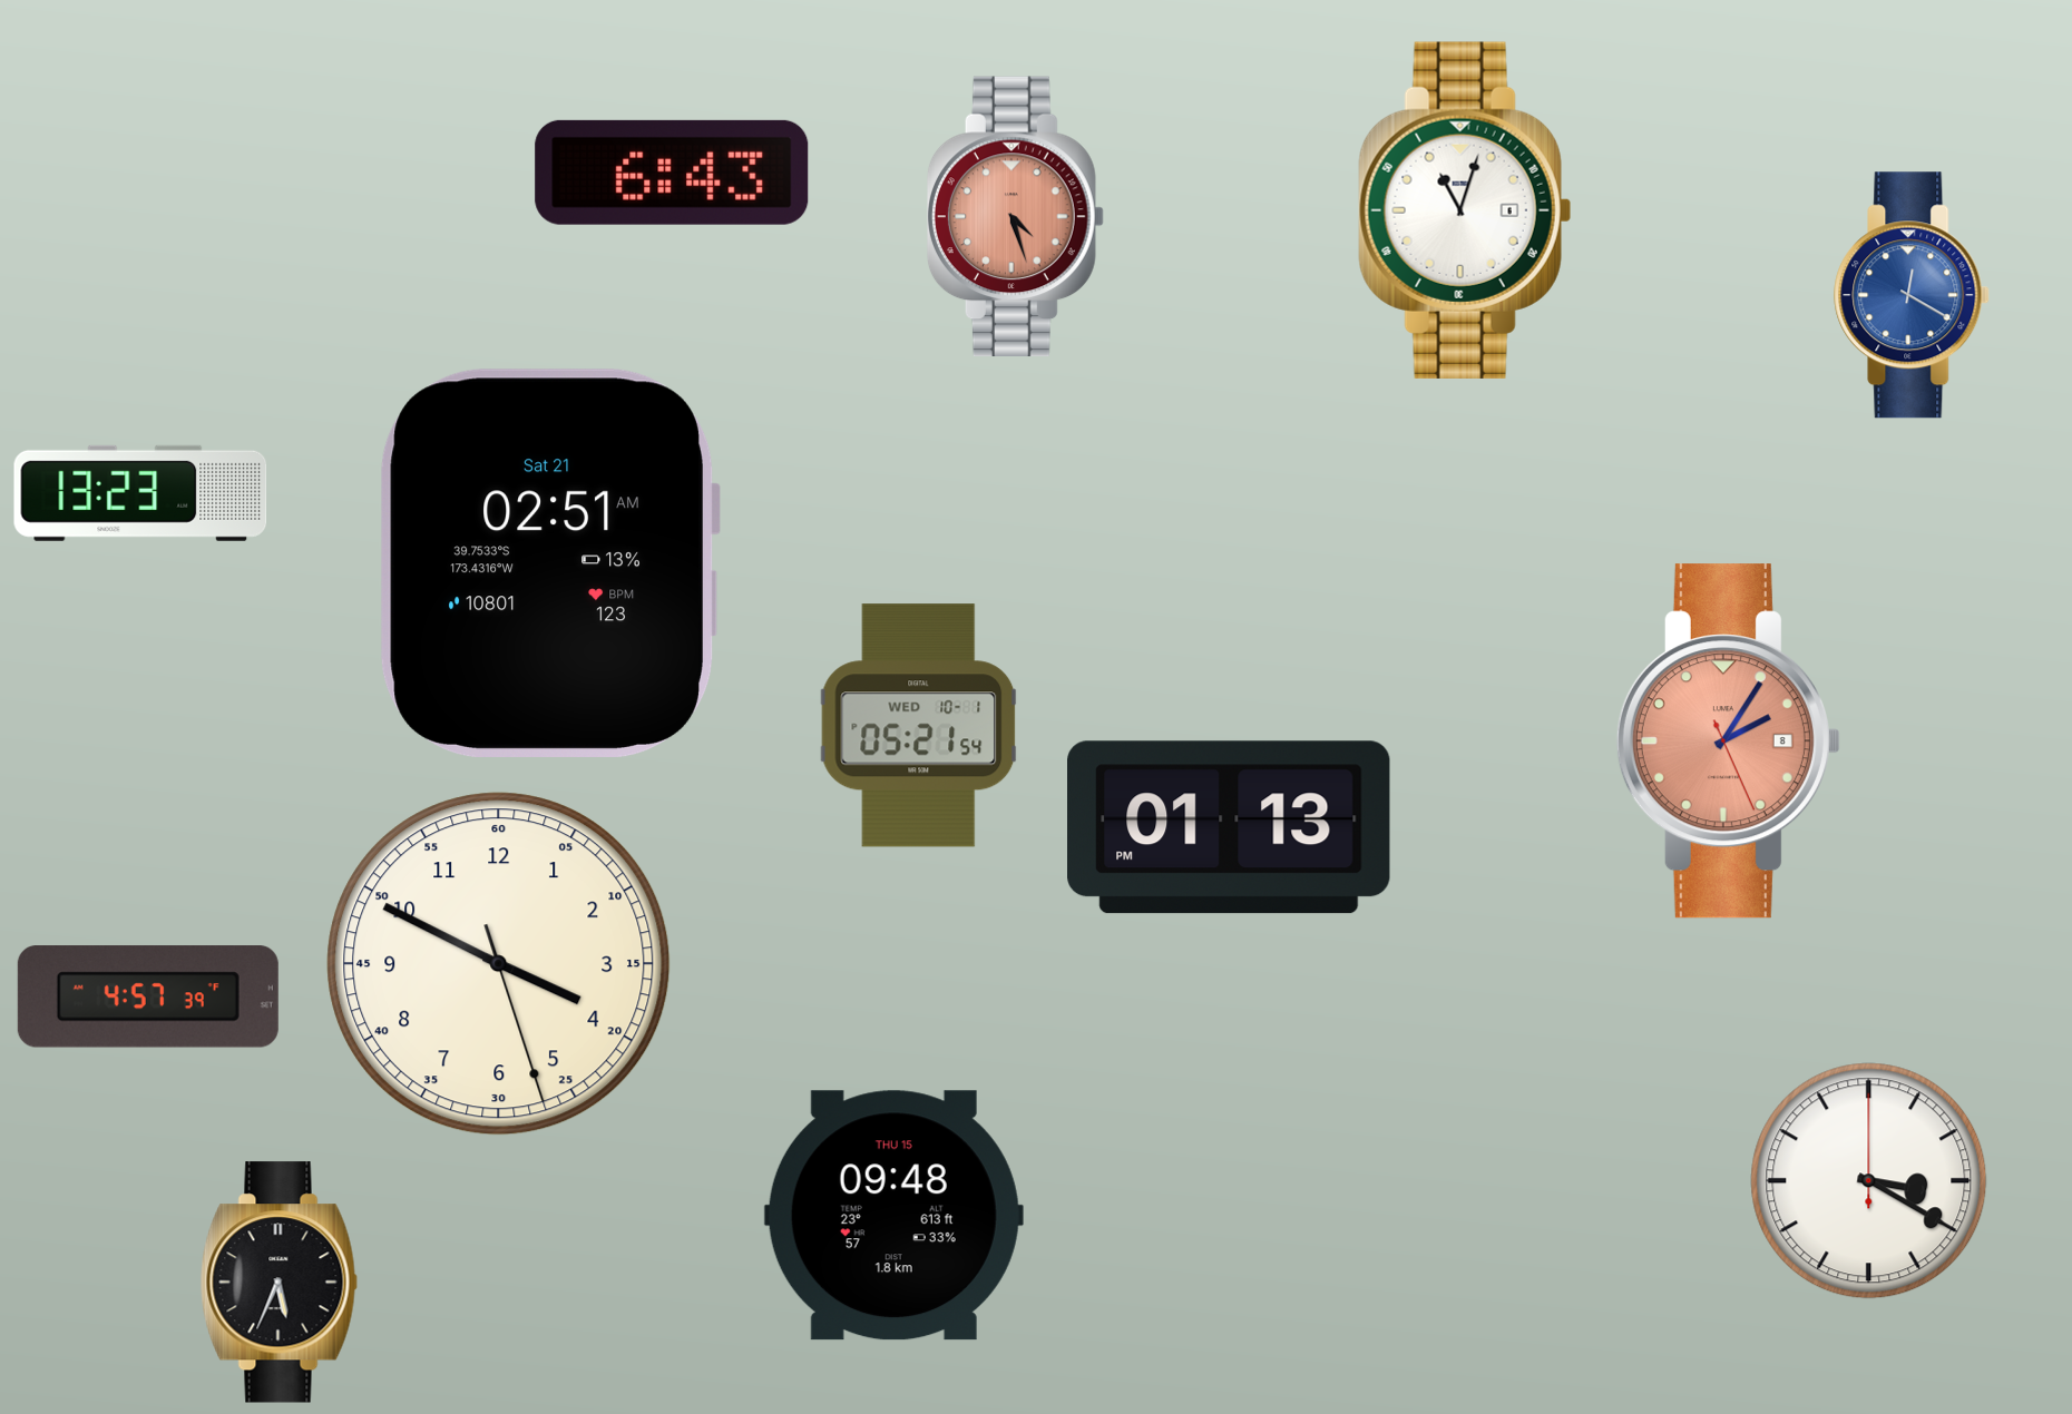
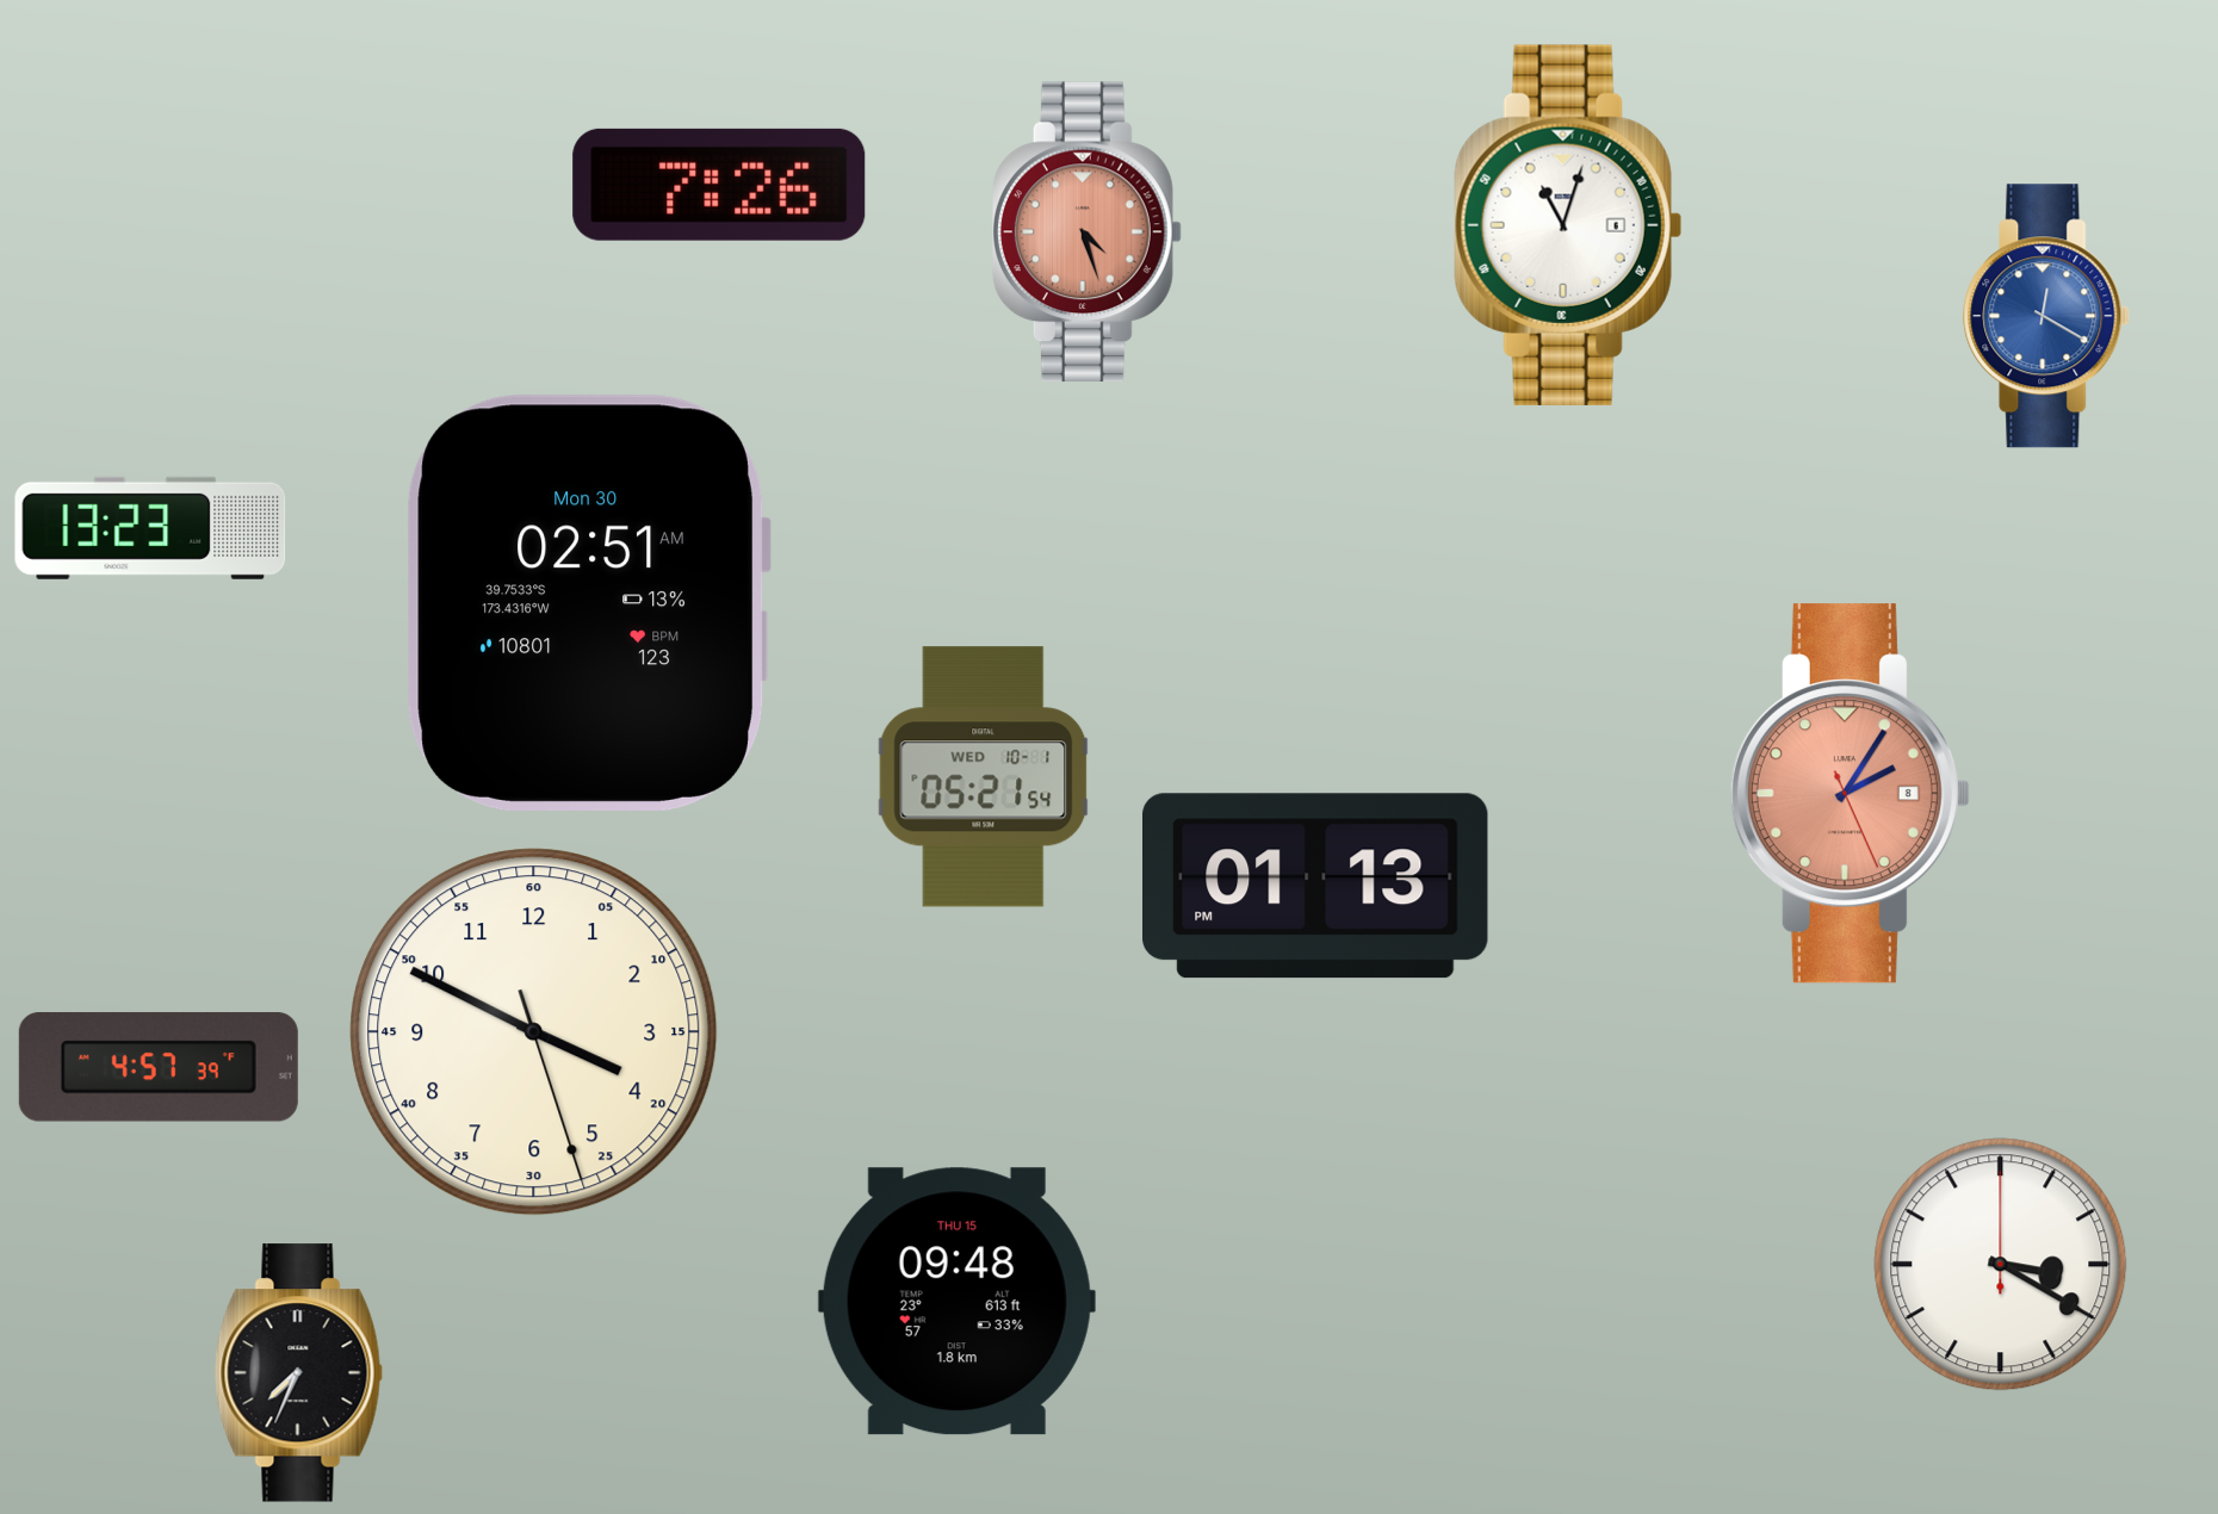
clock at (672, 173): 6:43 -> 7:26
clock at (550, 563) date: Sat 21 -> Mon 30
clock at (278, 1283): 5:34 -> 7:34
